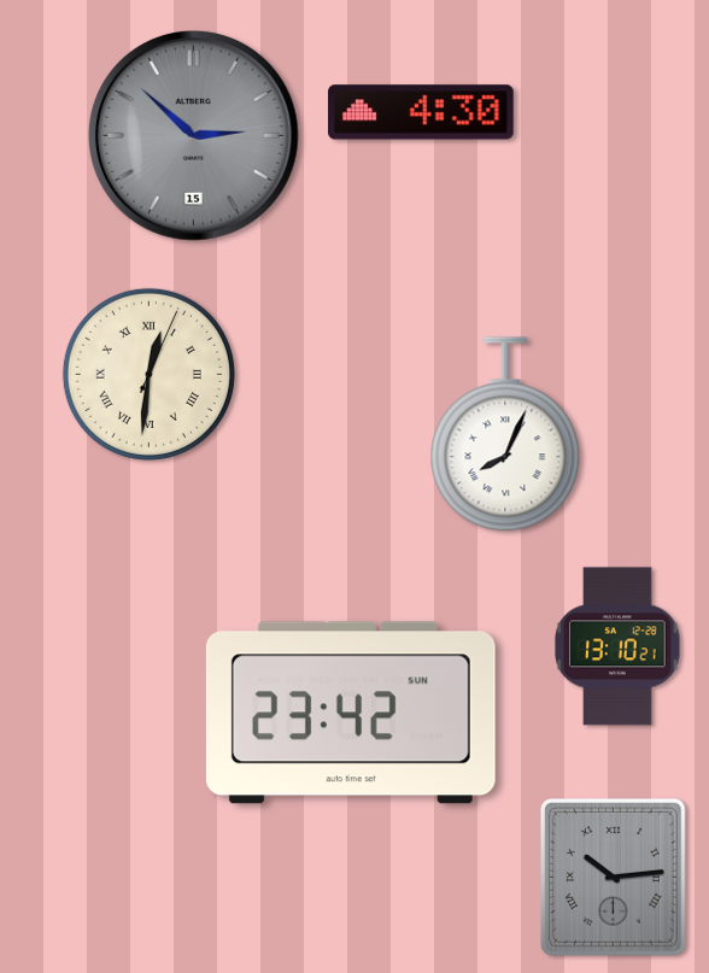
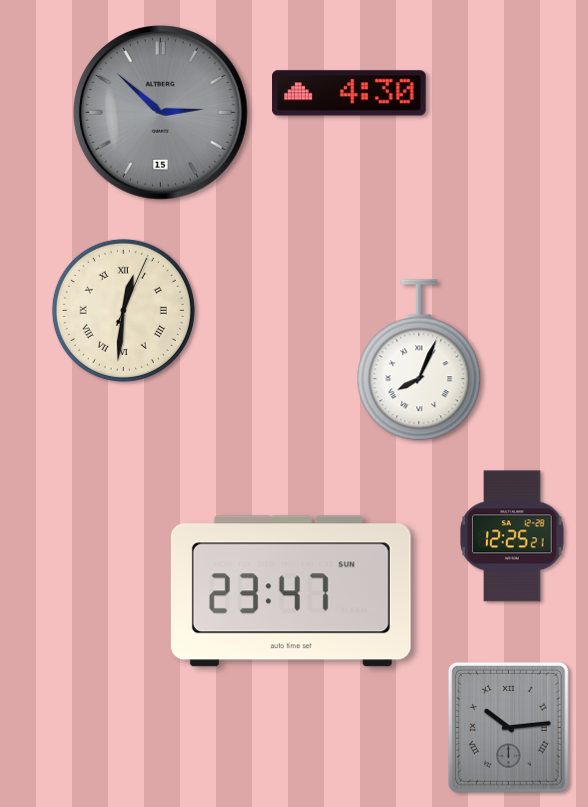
clock at (617, 646): 13:10 -> 12:25
clock at (351, 713): 23:42 -> 23:47
